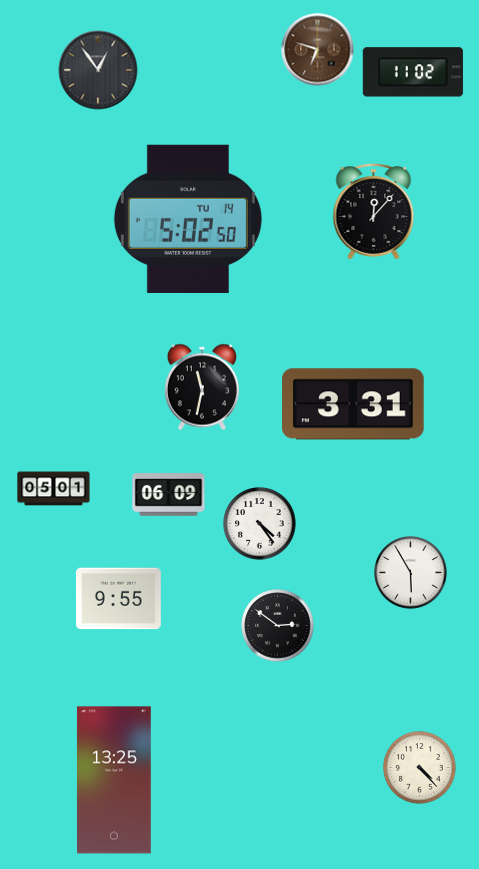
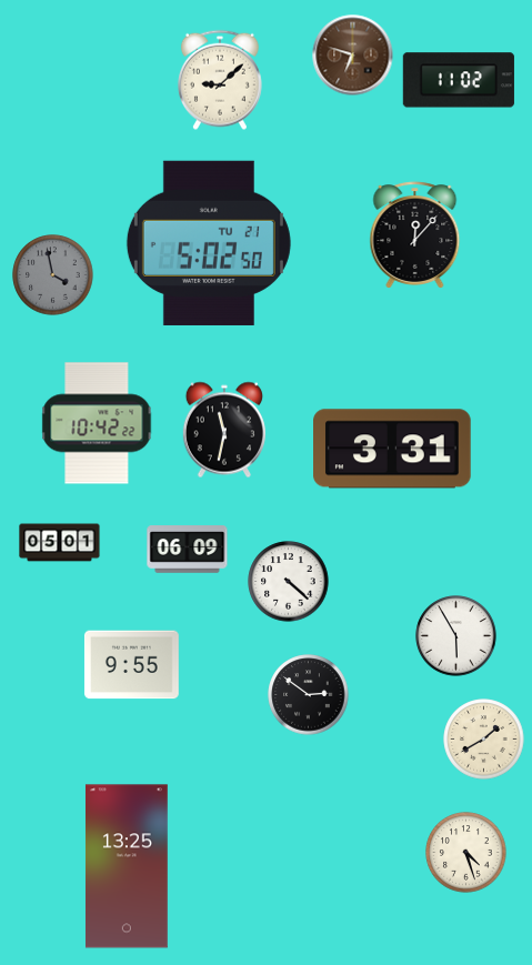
clock at (98, 70): 12:54 -> none
clock at (220, 80): none -> 9:08
clock at (188, 219) date: TU 14 -> TU 21
clock at (53, 275): none -> 3:58
clock at (97, 423): none -> 10:42
clock at (260, 524): 4:24 -> 4:22
clock at (484, 740): none -> 1:40
clock at (420, 768): 4:23 -> 4:27
